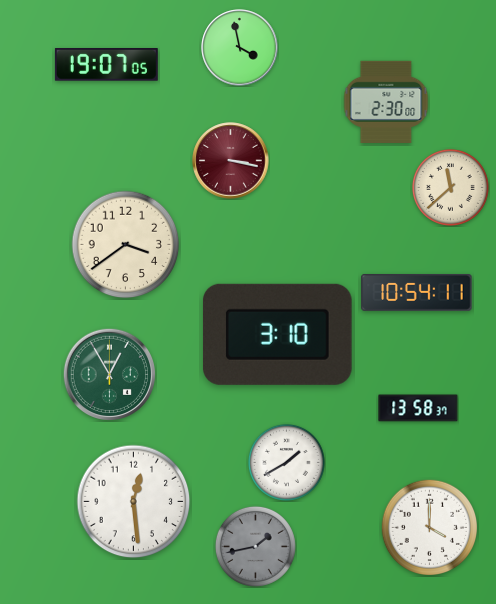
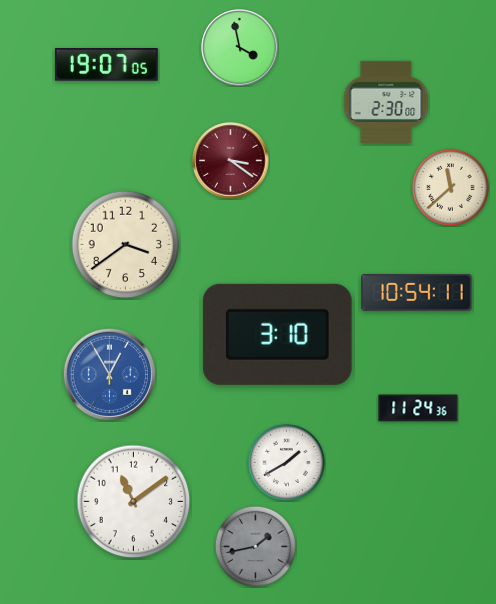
clock at (231, 161): 3:17 -> 3:21
clock at (109, 374) dial: green -> blue
clock at (418, 408): 13:58 -> 11:24
clock at (134, 502): 12:29 -> 11:09
clock at (429, 527): 4:00 -> none
